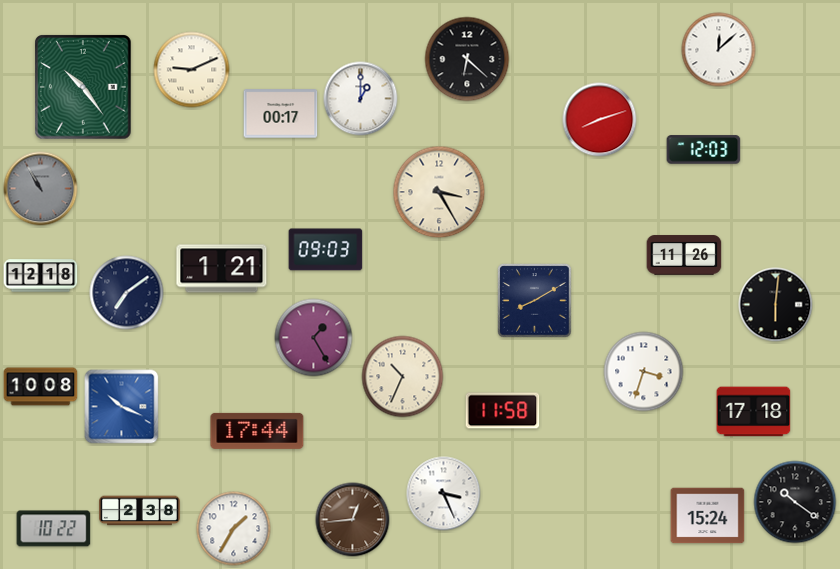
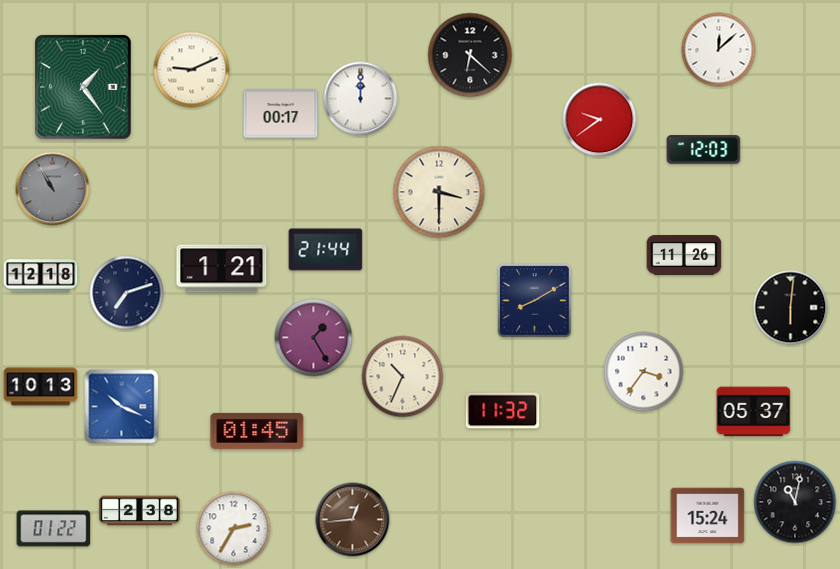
clock at (467, 59) position: (467, 59) -> (470, 55)
clock at (83, 87): 10:24 -> 1:24
clock at (361, 99): 1:00 -> 12:00
clock at (600, 120): 8:12 -> 9:39
clock at (41, 189) position: (41, 189) -> (53, 189)
clock at (439, 192): 3:25 -> 3:30
clock at (326, 250): 09:03 -> 21:44
clock at (127, 293): 7:09 -> 7:12
clock at (776, 305) position: (776, 305) -> (791, 308)
clock at (644, 372): 3:33 -> 3:36
clock at (41, 387): 10:08 -> 10:13
clock at (503, 411): 11:58 -> 11:32
clock at (754, 412): 17:18 -> 05:37
clock at (257, 431): 17:44 -> 01:45
clock at (444, 494): 3:26 -> none
clock at (795, 502): 10:21 -> 11:02
clock at (54, 529): 10:22 -> 01:22
clock at (234, 529): 1:35 -> 2:35
